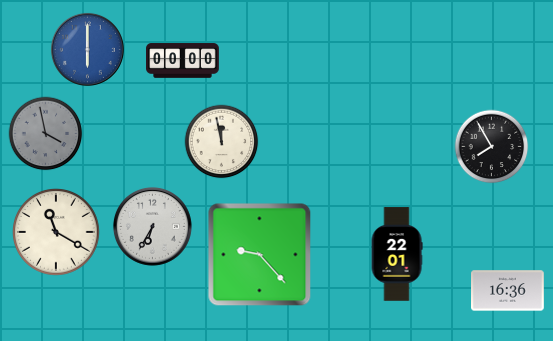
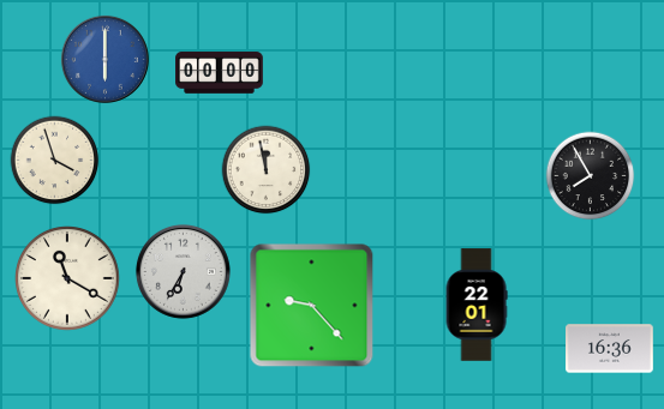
clock at (46, 134): 3:58 -> 3:57
clock at (46, 134) dial: grey -> cream
